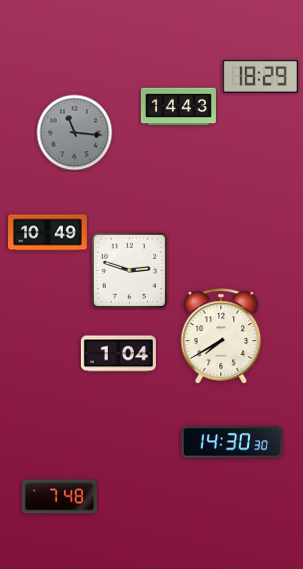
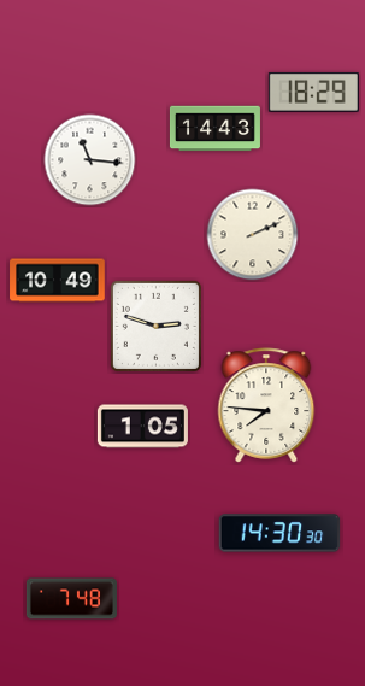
clock at (75, 133) dial: grey -> white
clock at (253, 235): none -> 2:11
clock at (221, 336): 7:40 -> 7:46
clock at (118, 354): 1:04 -> 1:05
